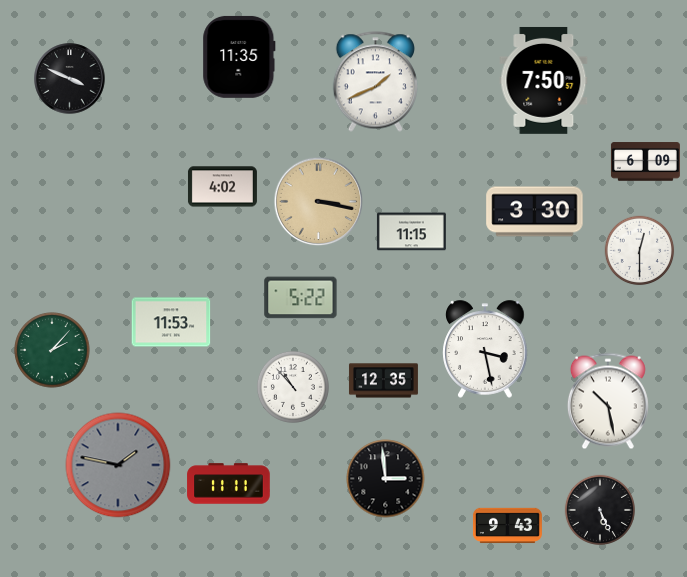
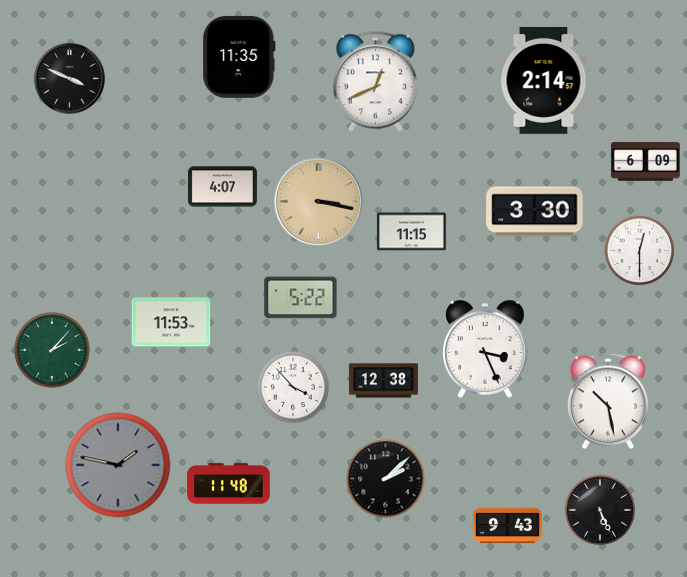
clock at (544, 80): 7:50 -> 2:14
clock at (375, 82): 1:41 -> 12:41
clock at (222, 187): 4:02 -> 4:07
clock at (485, 349): 3:28 -> 3:26
clock at (383, 381): 12:35 -> 12:38
clock at (293, 387): 10:53 -> 3:53
clock at (386, 479): 2:59 -> 2:08
clock at (229, 484): 11:11 -> 11:48
